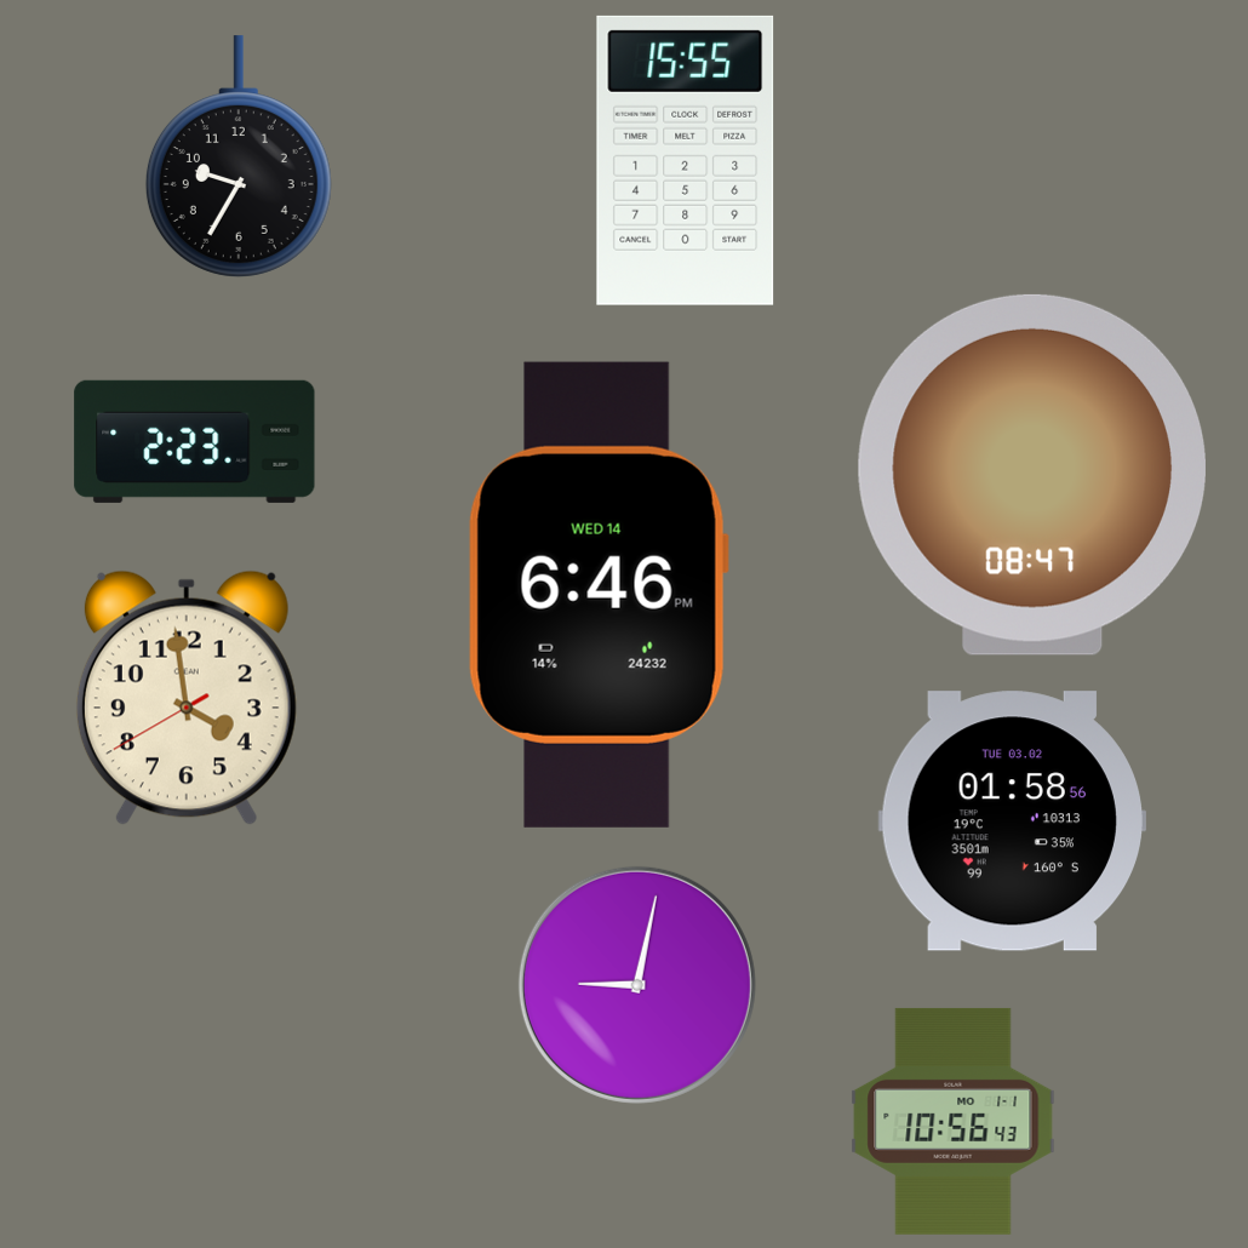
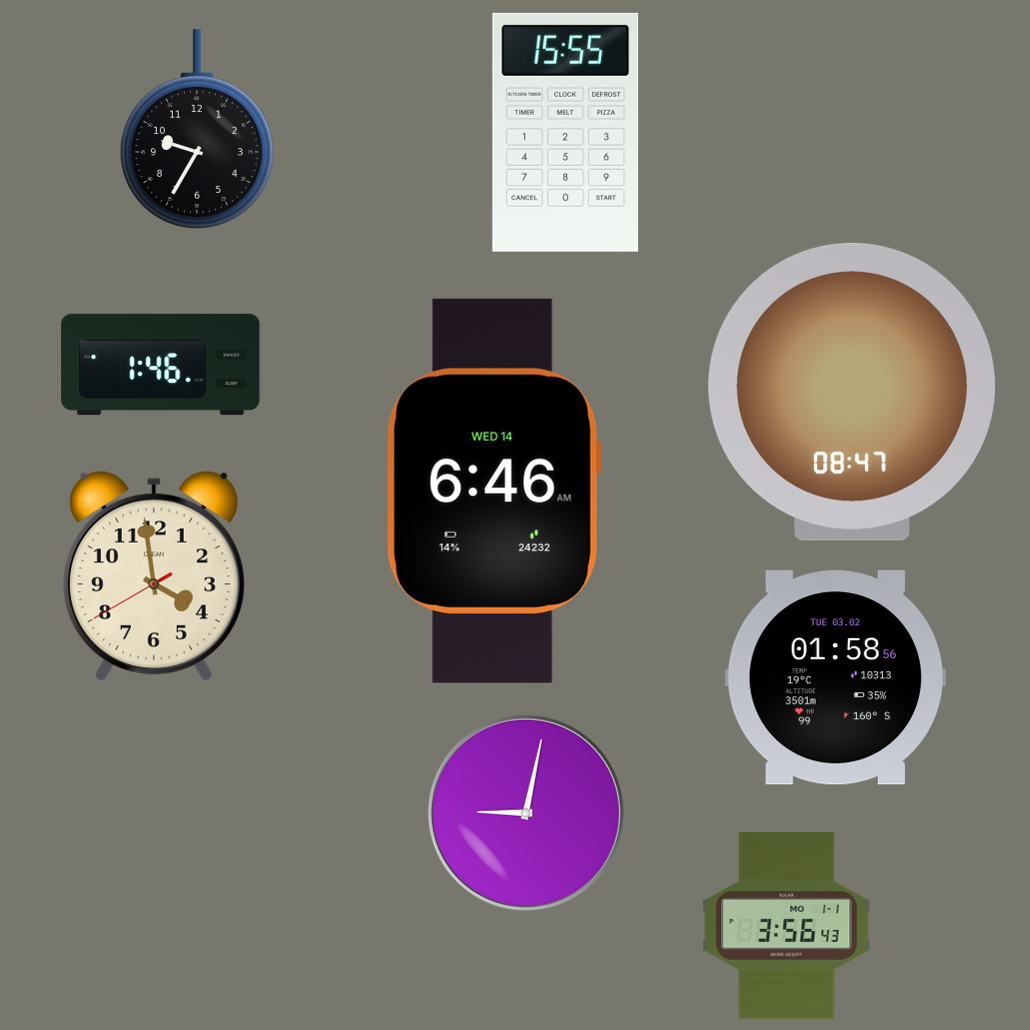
clock at (195, 441): 2:23 -> 1:46
clock at (599, 595): 6:46 PM -> 6:46 AM
clock at (954, 1121): 10:56 -> 3:56
